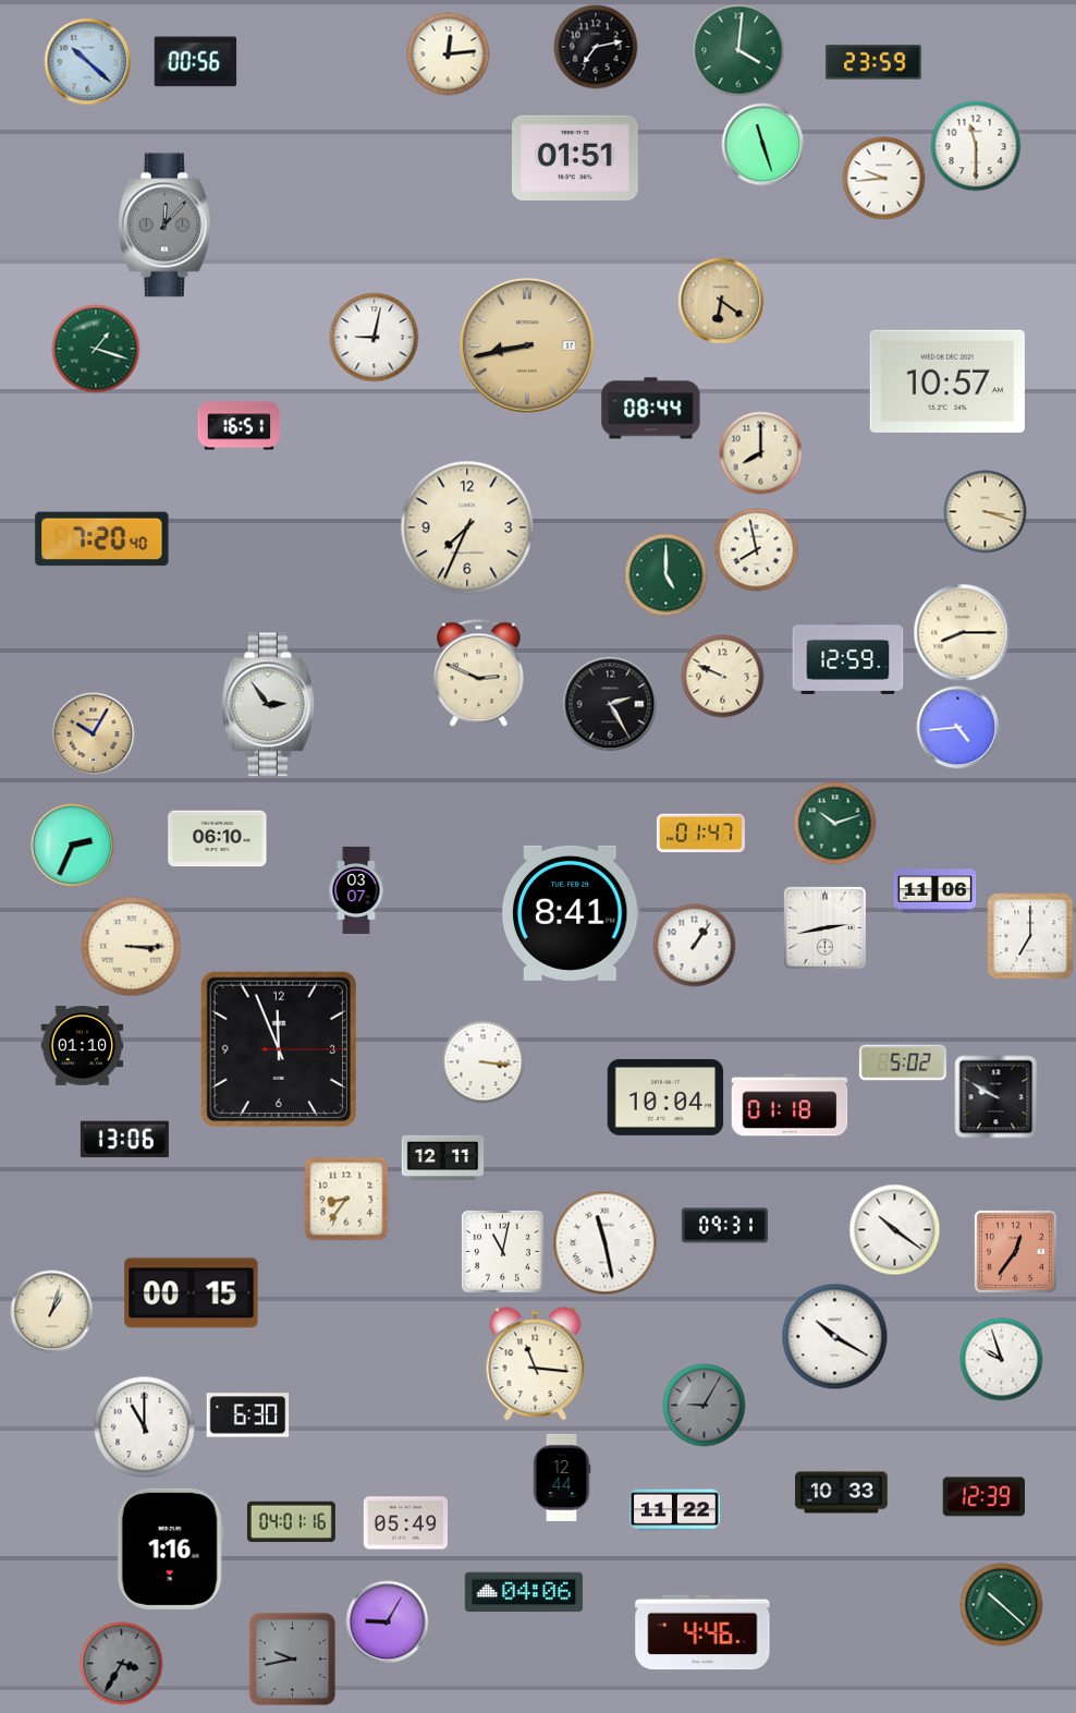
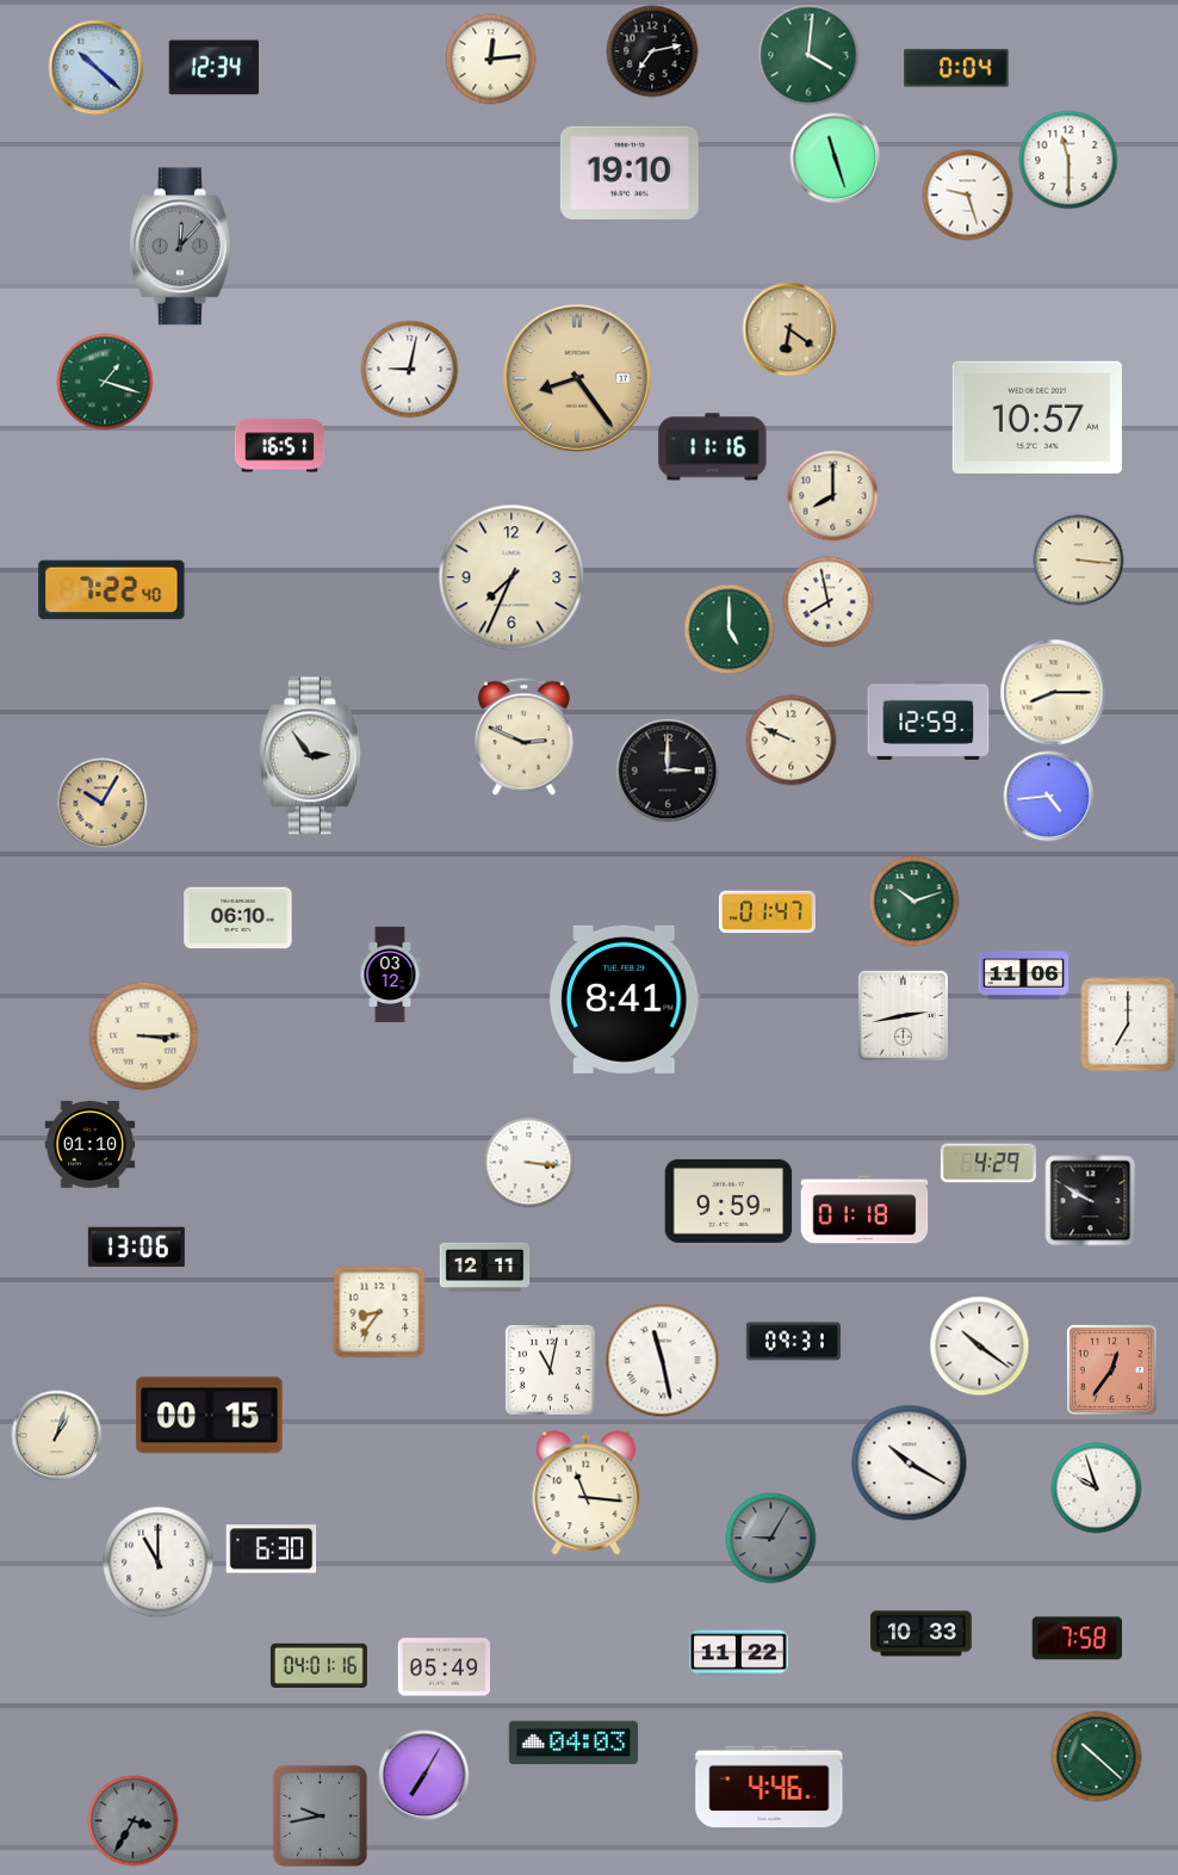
clock at (196, 62): 00:56 -> 12:34
clock at (873, 62): 23:59 -> 0:04
clock at (575, 158): 01:51 -> 19:10
clock at (884, 179): 9:44 -> 9:27
clock at (528, 347): 8:43 -> 8:24
clock at (651, 409): 08:44 -> 11:16
clock at (240, 426) position: (240, 426) -> (280, 446)
clock at (986, 512): 3:18 -> 3:16
clock at (102, 539): 7:20 -> 7:22
clock at (610, 704): 2:25 -> 3:00
clock at (268, 705) position: (268, 705) -> (310, 756)
clock at (73, 846): 2:34 -> none
clock at (356, 890): 03:07 -> 03:12
clock at (695, 946): 1:06 -> none
clock at (278, 1048): 11:56 -> none
clock at (903, 1062): 5:02 -> 4:29
clock at (665, 1097): 10:04 -> 9:59
clock at (835, 1337) position: (835, 1337) -> (910, 1464)
clock at (562, 1478): 12:44 -> none
clock at (985, 1497): 12:39 -> 7:58
clock at (170, 1548): 1:16 -> none
clock at (524, 1592): 04:06 -> 04:03
clock at (388, 1623): 9:05 -> 7:05
